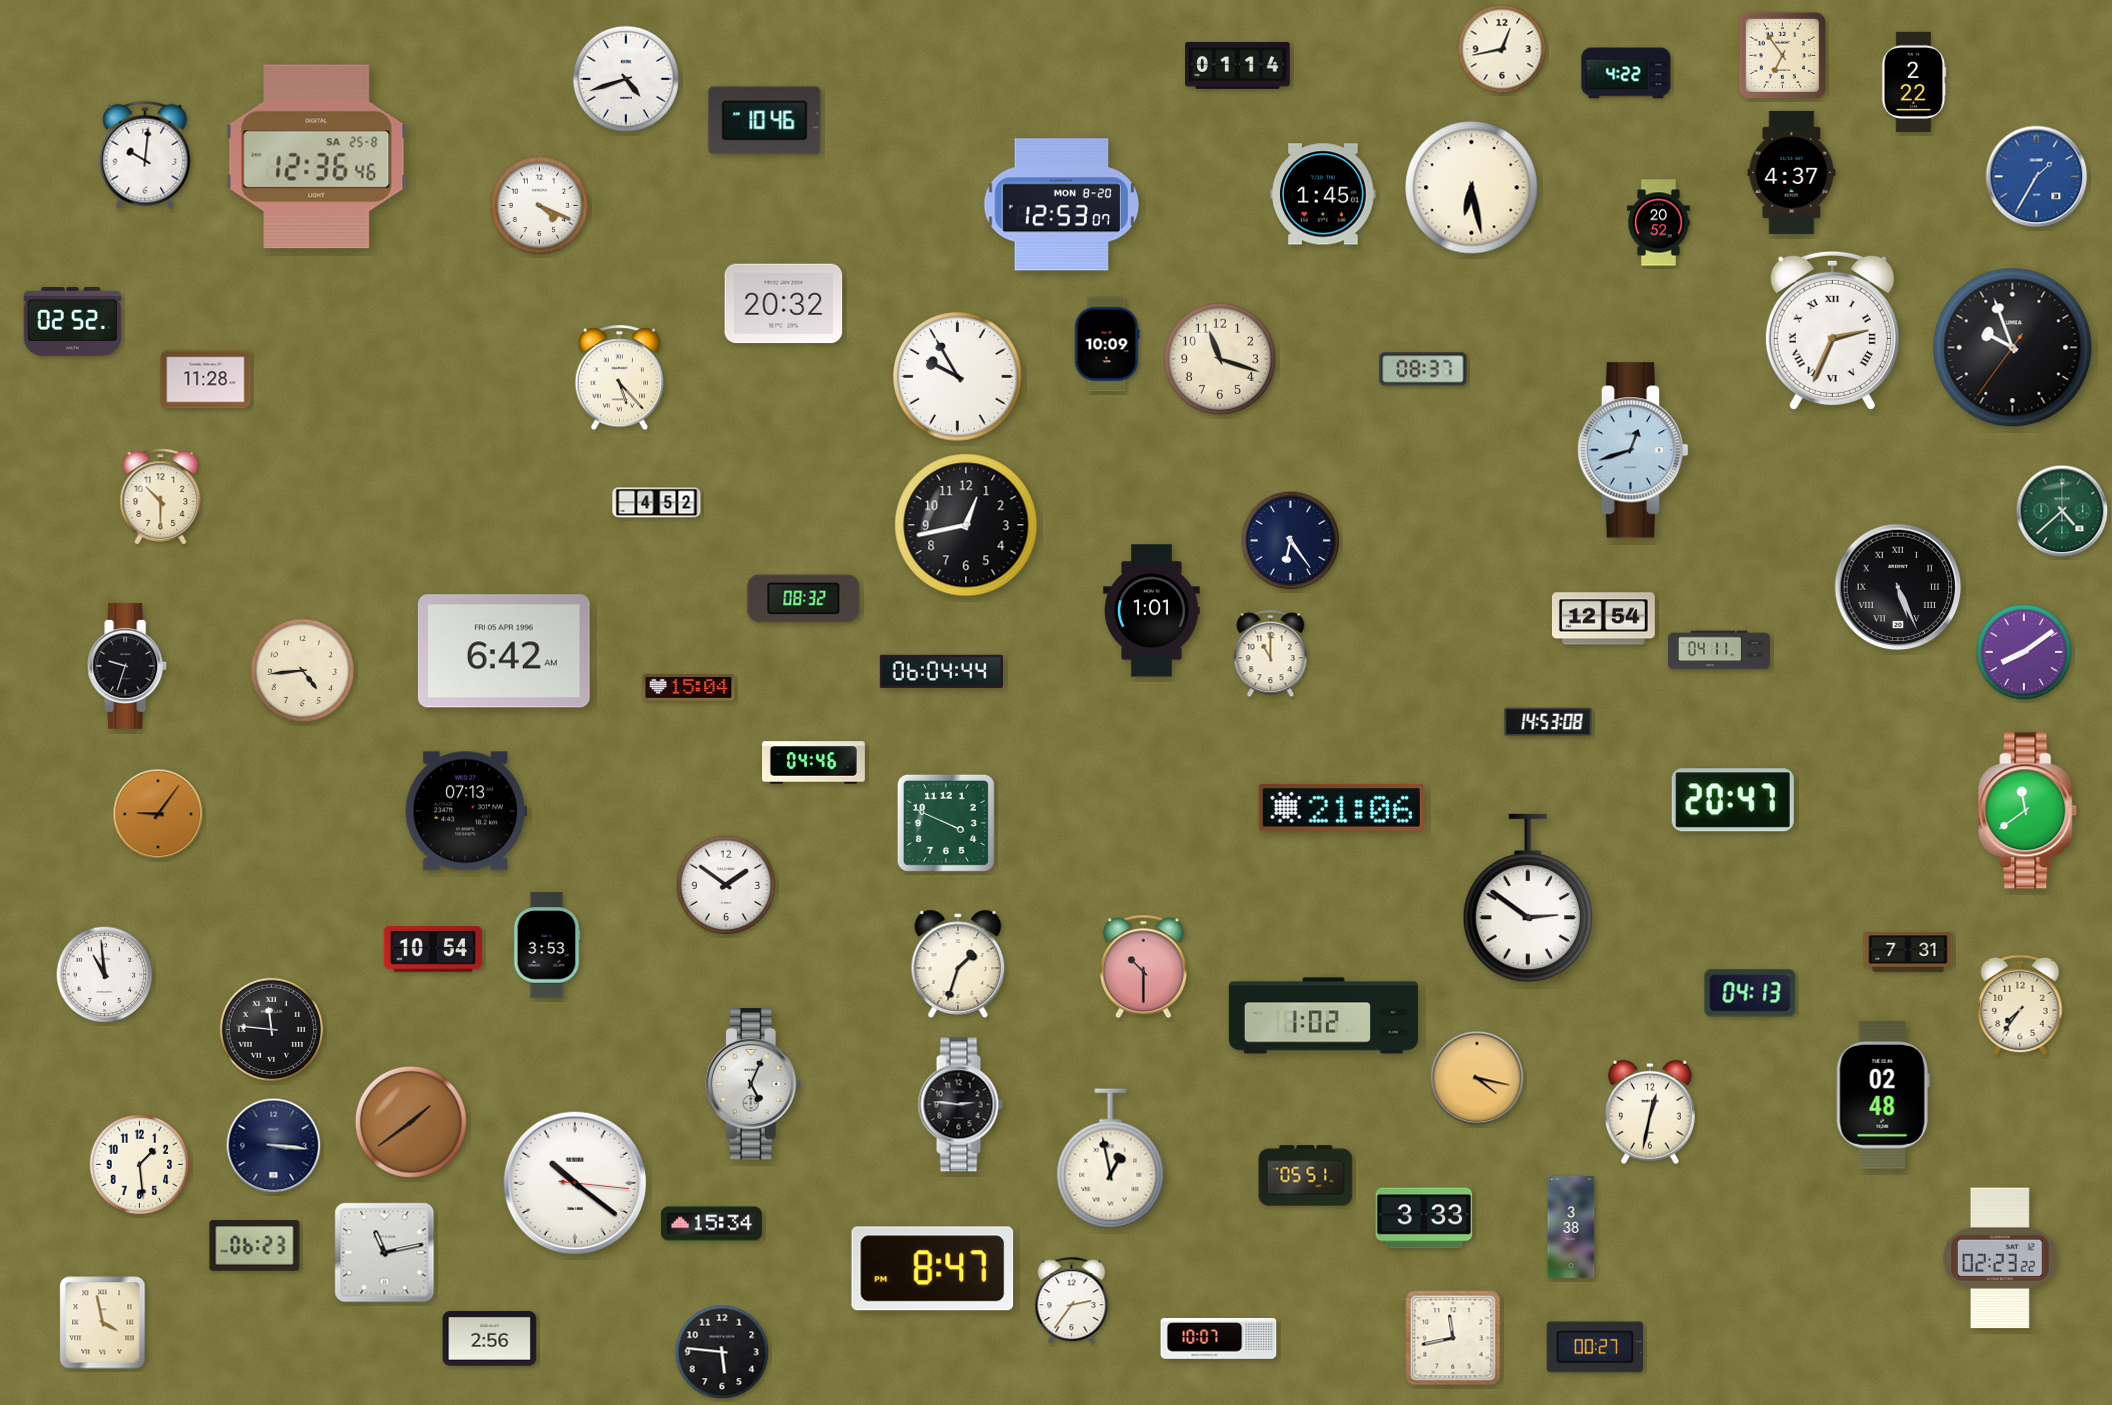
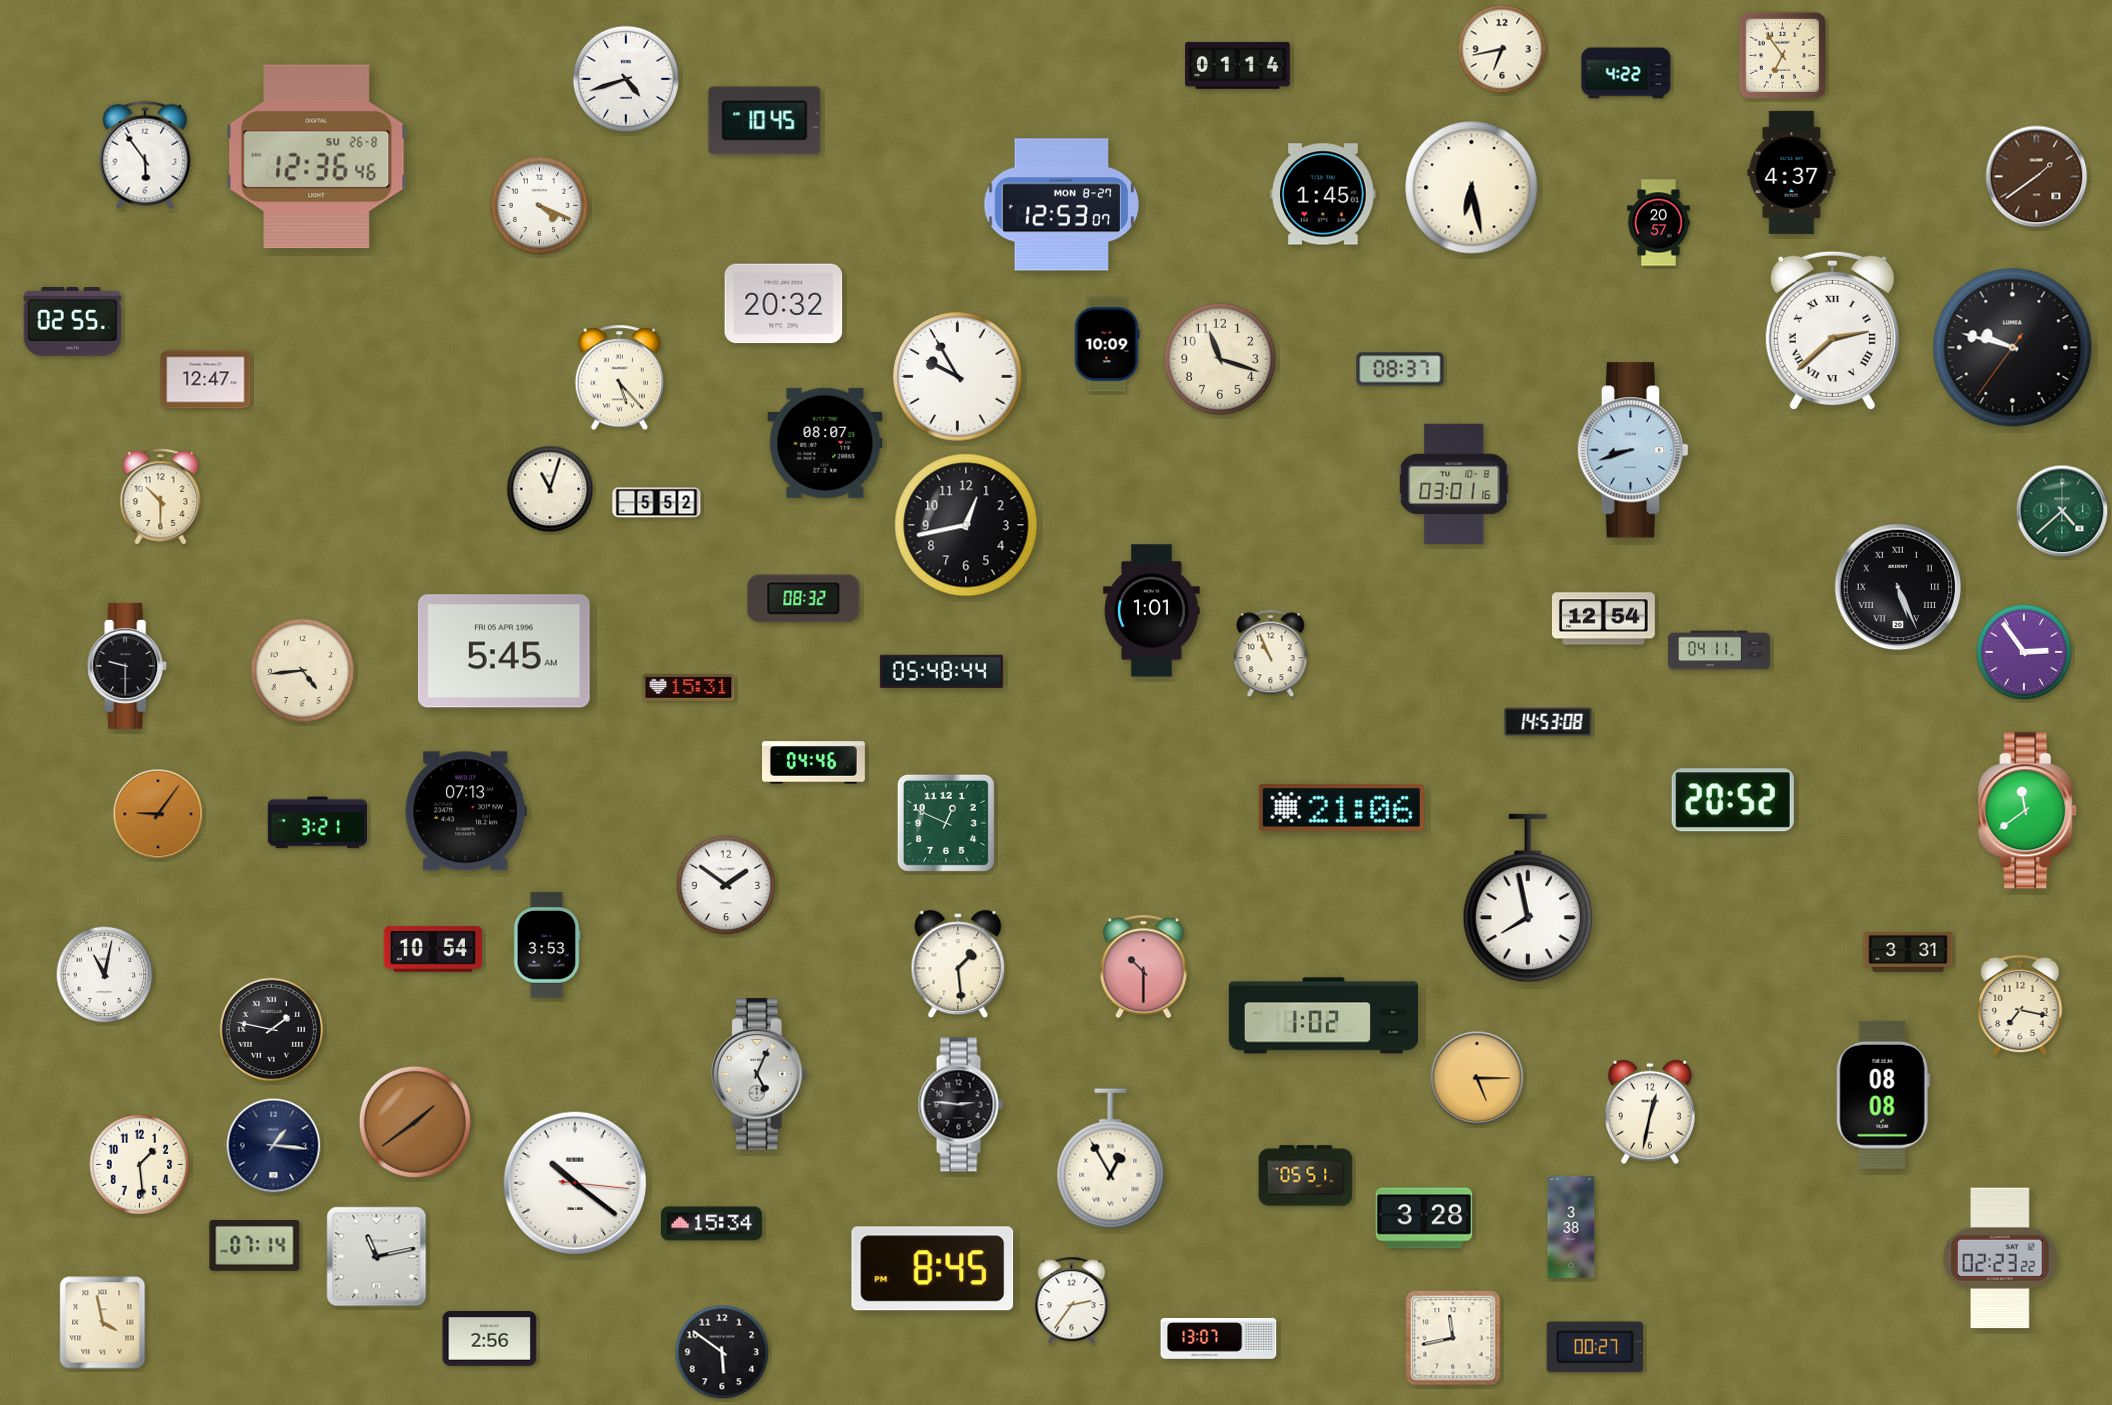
clock at (1502, 49): 12:43 -> 6:43
clock at (1914, 82): 2:22 -> none
clock at (765, 121): 10:46 -> 10:45
clock at (145, 155): 10:01 -> 5:54
clock at (317, 157) date: SA 25-8 -> SU 26-8
clock at (2037, 177): 1:35 -> 1:39
clock at (2037, 177) dial: blue -> brown
clock at (1062, 205) date: MON 8-20 -> MON 8-27
clock at (1659, 223): 20:52 -> 20:57
clock at (73, 322): 02:52 -> 02:55
clock at (1832, 330): 2:34 -> 2:38
clock at (2013, 348): 9:56 -> 9:47
clock at (1423, 369) position: (1423, 369) -> (1400, 369)
clock at (206, 380): 11:28 -> 12:47
clock at (825, 443): none -> 08:07
clock at (1633, 450): 12:42 -> 8:42
clock at (1454, 484): none -> 03:01
clock at (550, 489): none -> 11:03
clock at (657, 503): 4:52 -> 5:52
clock at (1291, 541): 6:24 -> none
clock at (504, 651): 6:42 -> 5:45
clock at (2024, 652): 8:09 -> 2:54
clock at (1271, 654): 11:00 -> 10:56
clock at (128, 666): 9:33 -> 9:30
clock at (941, 671): 06:04 -> 05:48
clock at (689, 687): 15:04 -> 15:31
clock at (1733, 800): 20:47 -> 20:52
clock at (317, 823): none -> 3:21
clock at (946, 823): 3:49 -> 12:49
clock at (1527, 898): 2:51 -> 7:58
clock at (1908, 953): 7:31 -> 3:31
clock at (958, 964): 1:33 -> 1:29
clock at (105, 975): 10:59 -> 11:02
clock at (1750, 993): 04:13 -> none
clock at (2020, 1005): 7:36 -> 7:17
clock at (271, 1029): 11:46 -> 1:47
clock at (1477, 1078): 4:17 -> 5:15
clock at (753, 1084) position: (753, 1084) -> (759, 1074)
clock at (1883, 1095): 02:48 -> 08:08
clock at (411, 1122) position: (411, 1122) -> (415, 1122)
clock at (274, 1146): 3:16 -> 1:16
clock at (1111, 1159): 12:58 -> 12:55
clock at (1424, 1218): 3:33 -> 3:28
clock at (255, 1246): 06:23 -> 07:14
clock at (385, 1253) position: (385, 1253) -> (377, 1257)
clock at (933, 1269): 8:47 -> 8:45
clock at (1219, 1339): 10:07 -> 13:07
clock at (722, 1352): 5:46 -> 5:51
